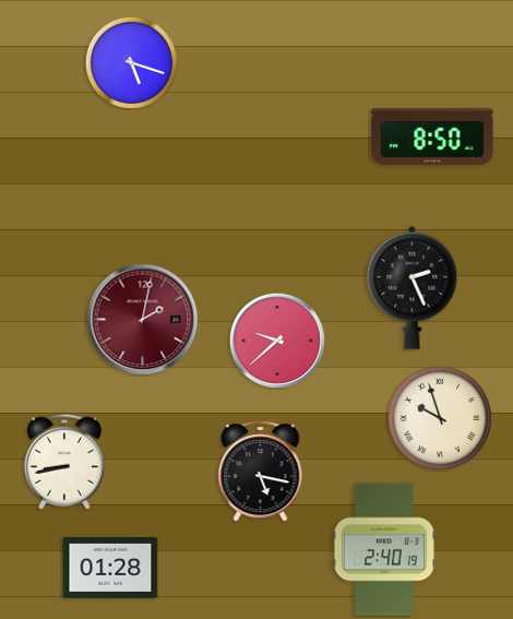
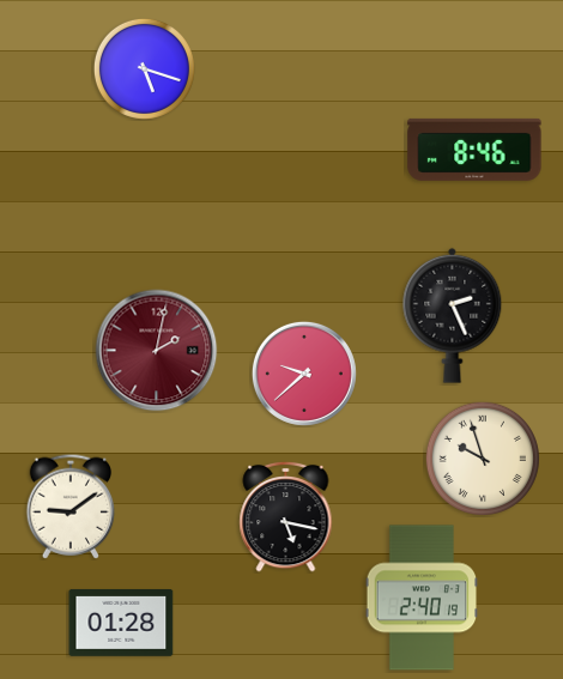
clock at (432, 136): 8:50 -> 8:46
clock at (64, 462): 8:43 -> 9:09
clock at (384, 549) position: (384, 549) -> (422, 598)
